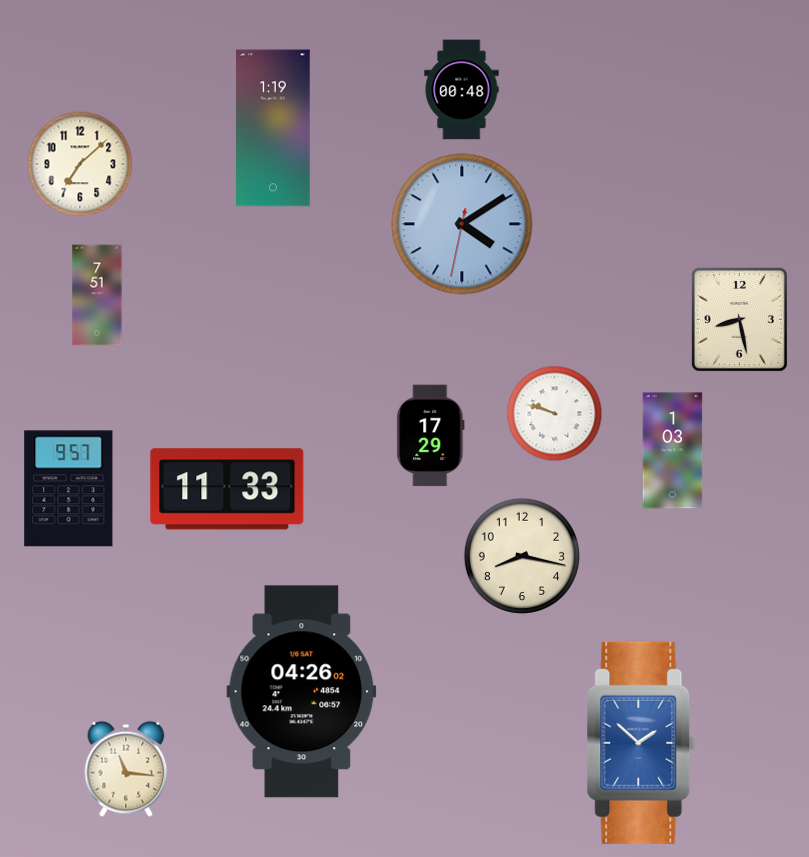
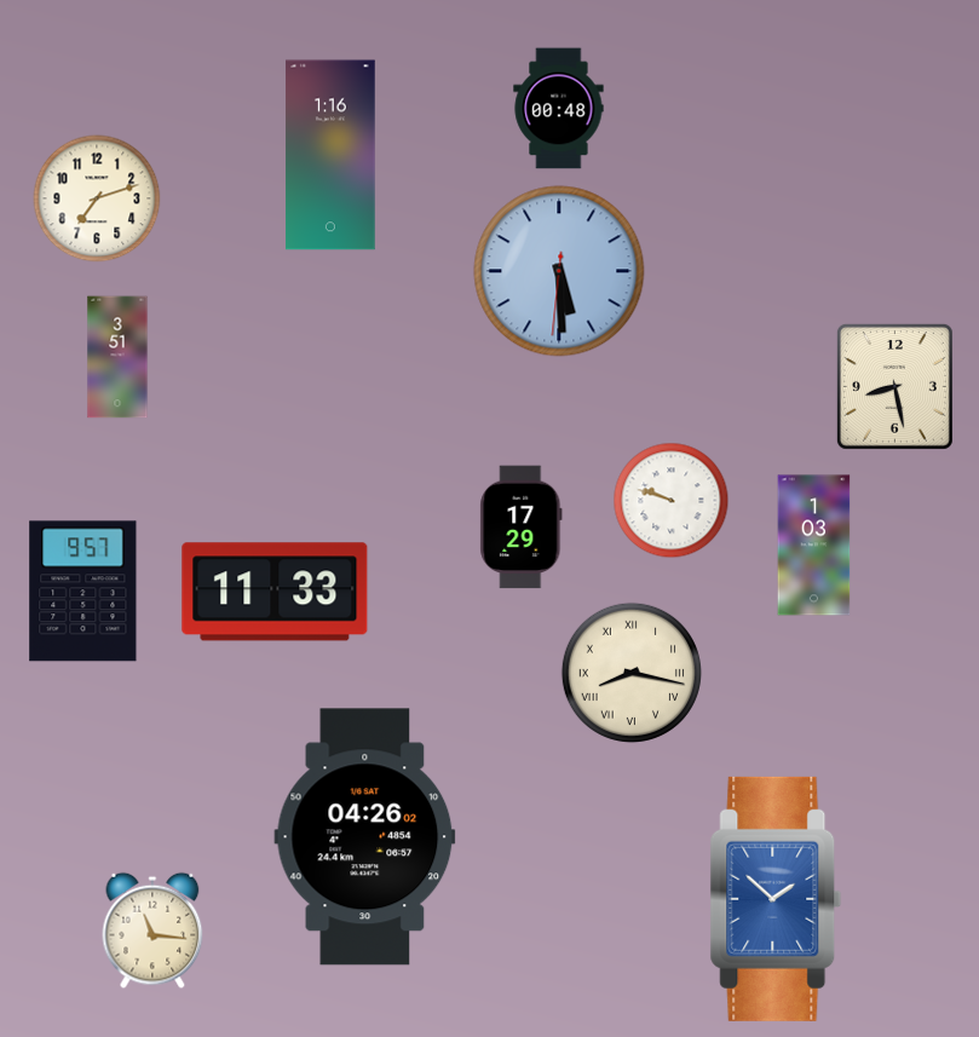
clock at (273, 128): 1:19 -> 1:16
clock at (80, 164): 7:08 -> 7:12
clock at (462, 224): 4:09 -> 5:29
clock at (97, 295): 7:51 -> 3:51
clock at (522, 556) numerals: Arabic -> Roman
